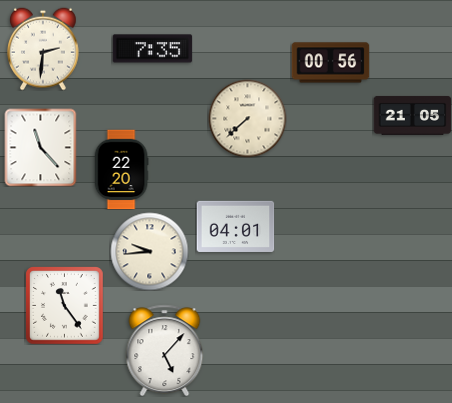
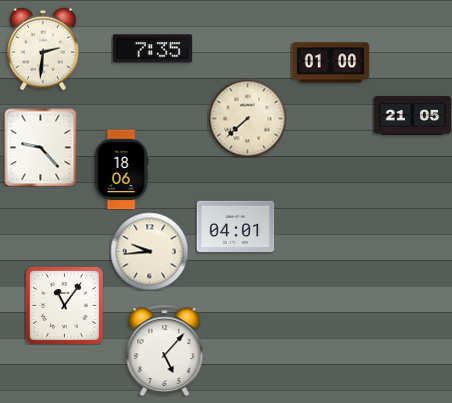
clock at (330, 63): 00:56 -> 01:00
clock at (41, 147): 11:23 -> 9:23
clock at (121, 169): 22:20 -> 18:06
clock at (64, 305): 11:24 -> 11:06
